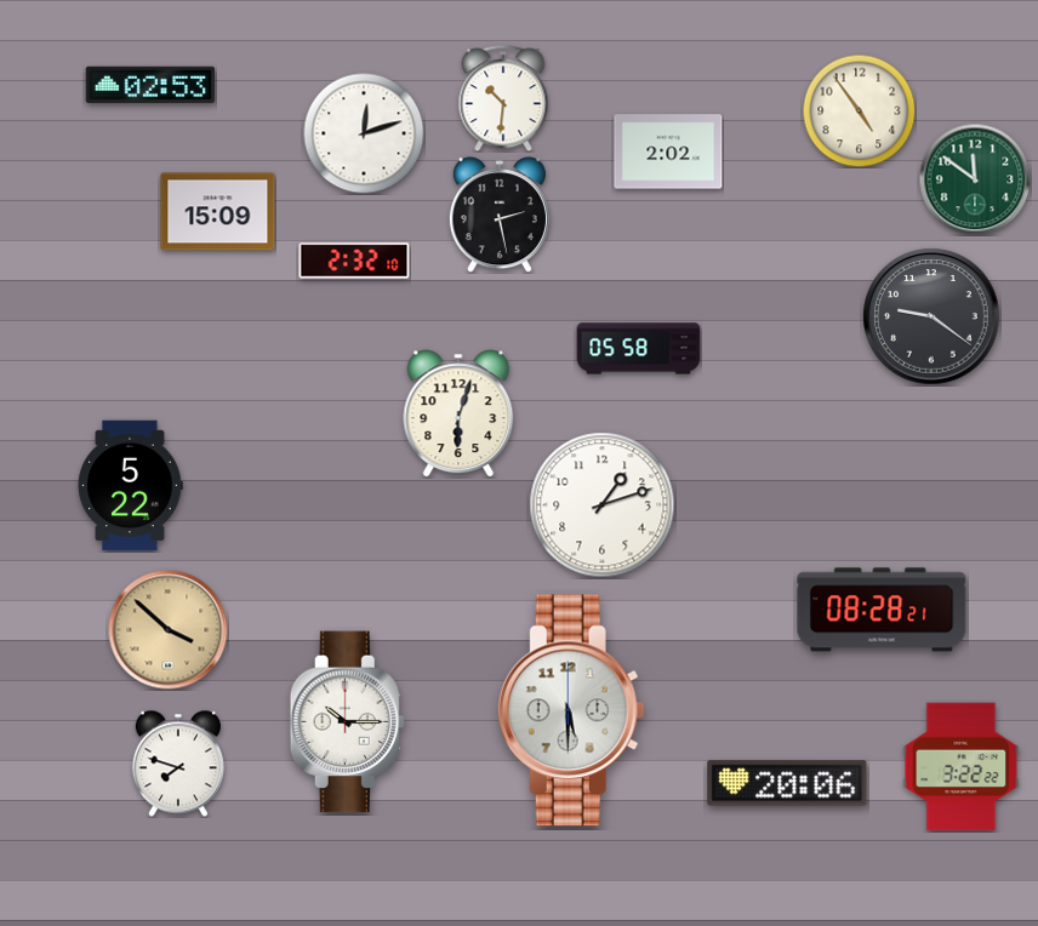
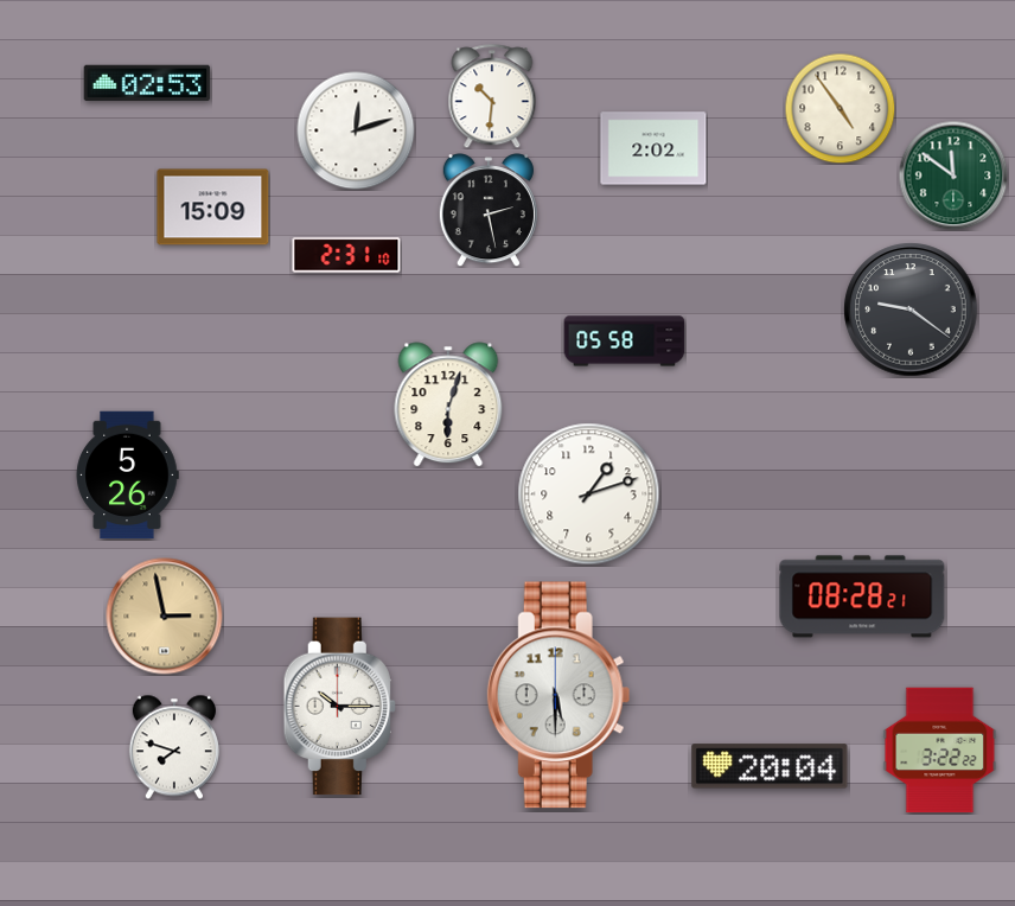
clock at (354, 261): 2:32 -> 2:31
clock at (130, 486): 5:22 -> 5:26
clock at (169, 630): 3:52 -> 2:58
clock at (787, 783): 20:06 -> 20:04
